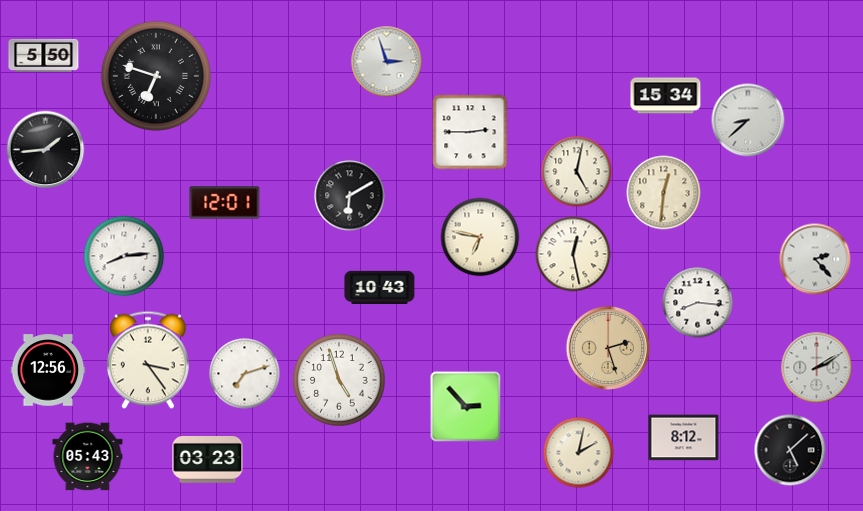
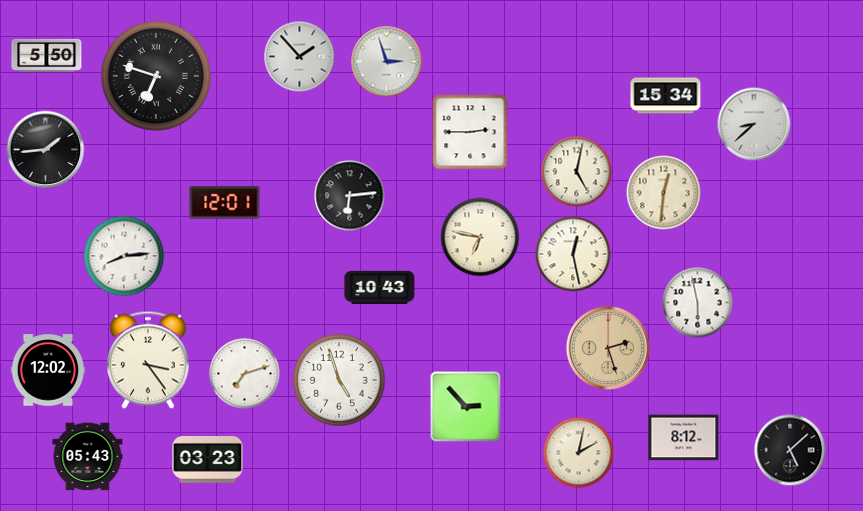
clock at (44, 55) position: (44, 55) -> (47, 55)
clock at (300, 57): none -> 1:53
clock at (748, 120) position: (748, 120) -> (754, 124)
clock at (350, 196): 6:10 -> 6:14
clock at (815, 259): 2:23 -> none
clock at (698, 303): 8:16 -> 5:58
clock at (817, 368): 2:10 -> none
clock at (48, 370): 12:56 -> 12:02
